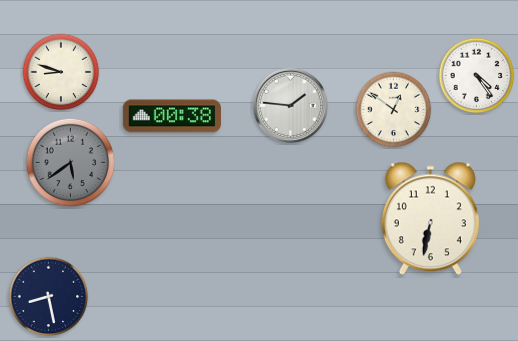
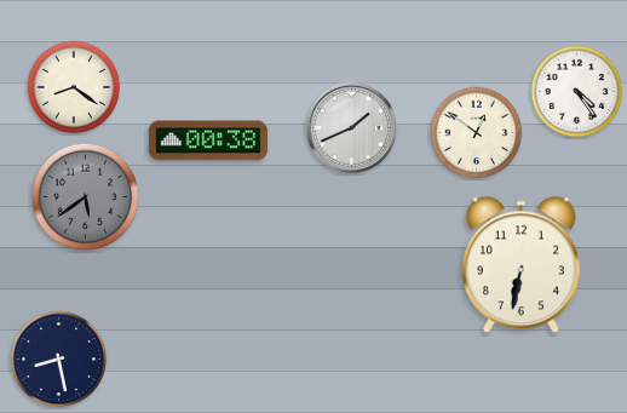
clock at (61, 72): 8:48 -> 8:21
clock at (290, 105): 1:46 -> 1:41
